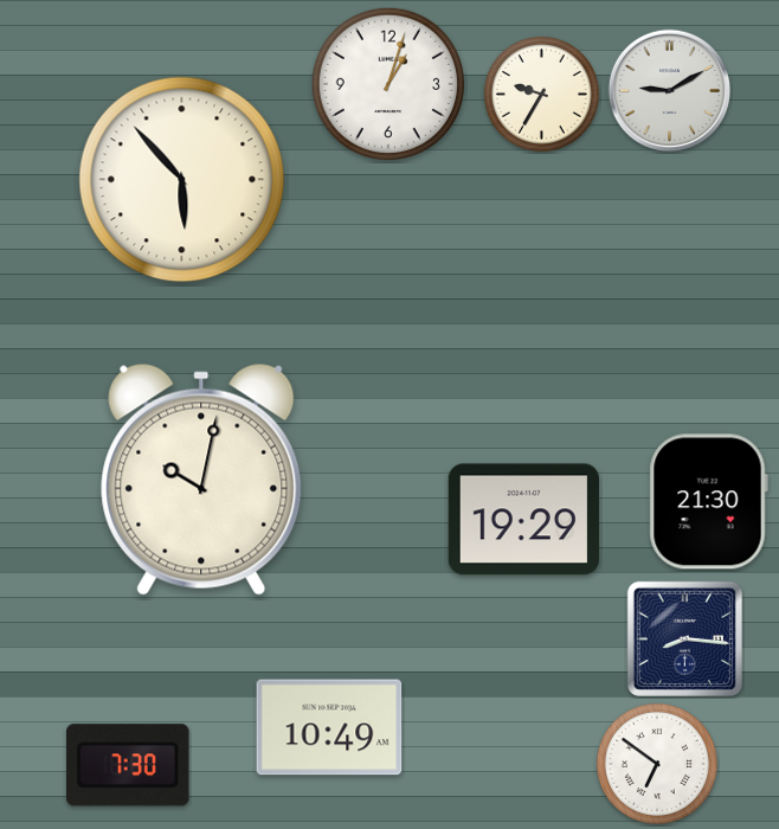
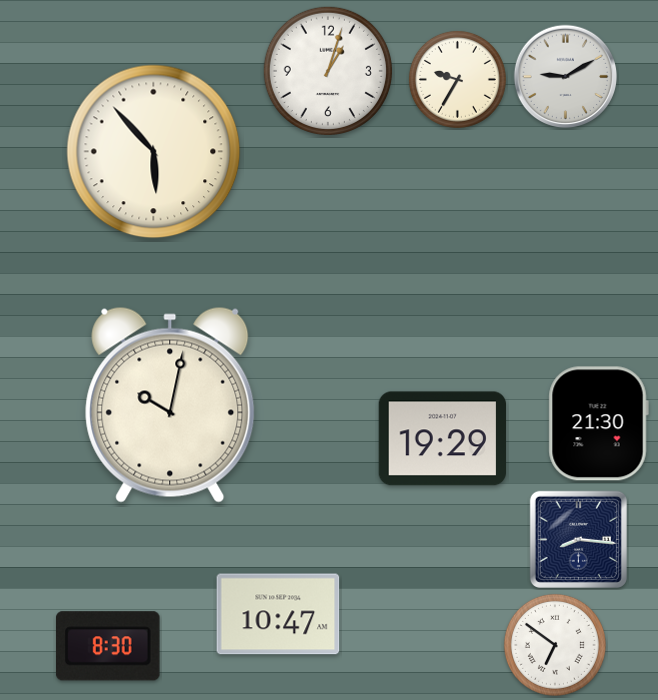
clock at (329, 727): 10:49 -> 10:47
clock at (129, 765): 7:30 -> 8:30
